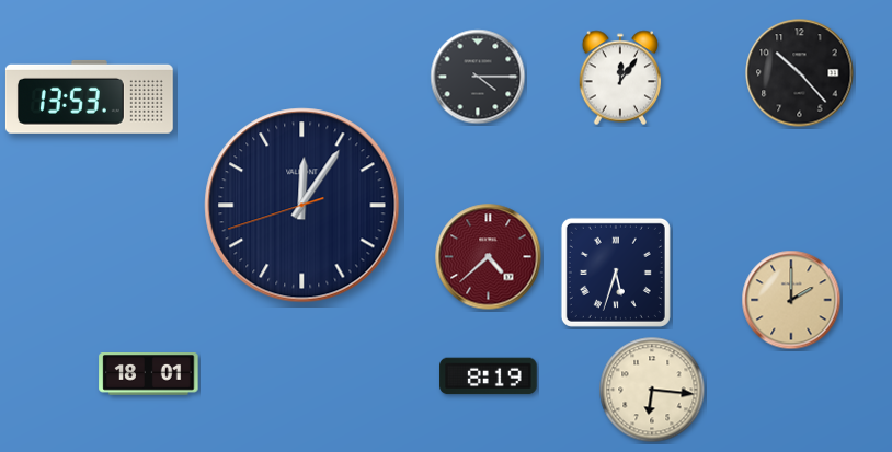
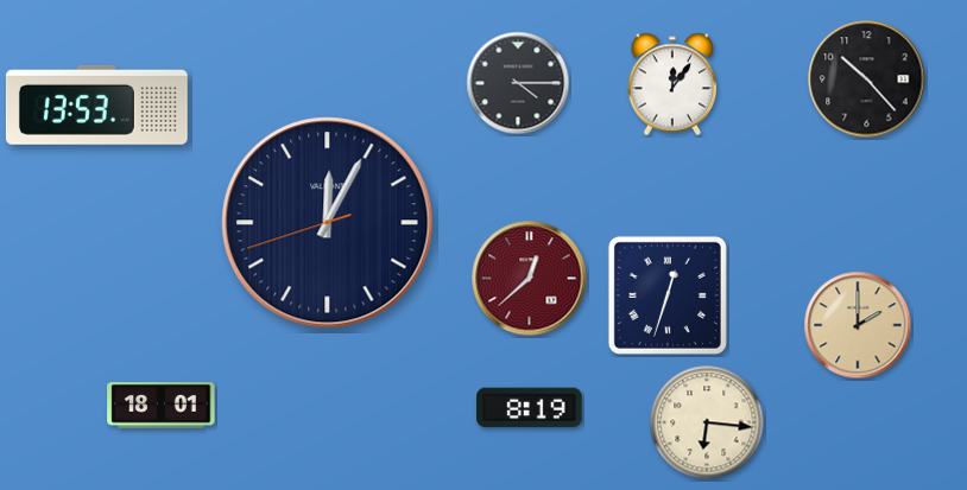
clock at (302, 206): 12:05 -> 12:04
clock at (489, 257): 4:38 -> 12:38
clock at (616, 273): 5:33 -> 12:33
